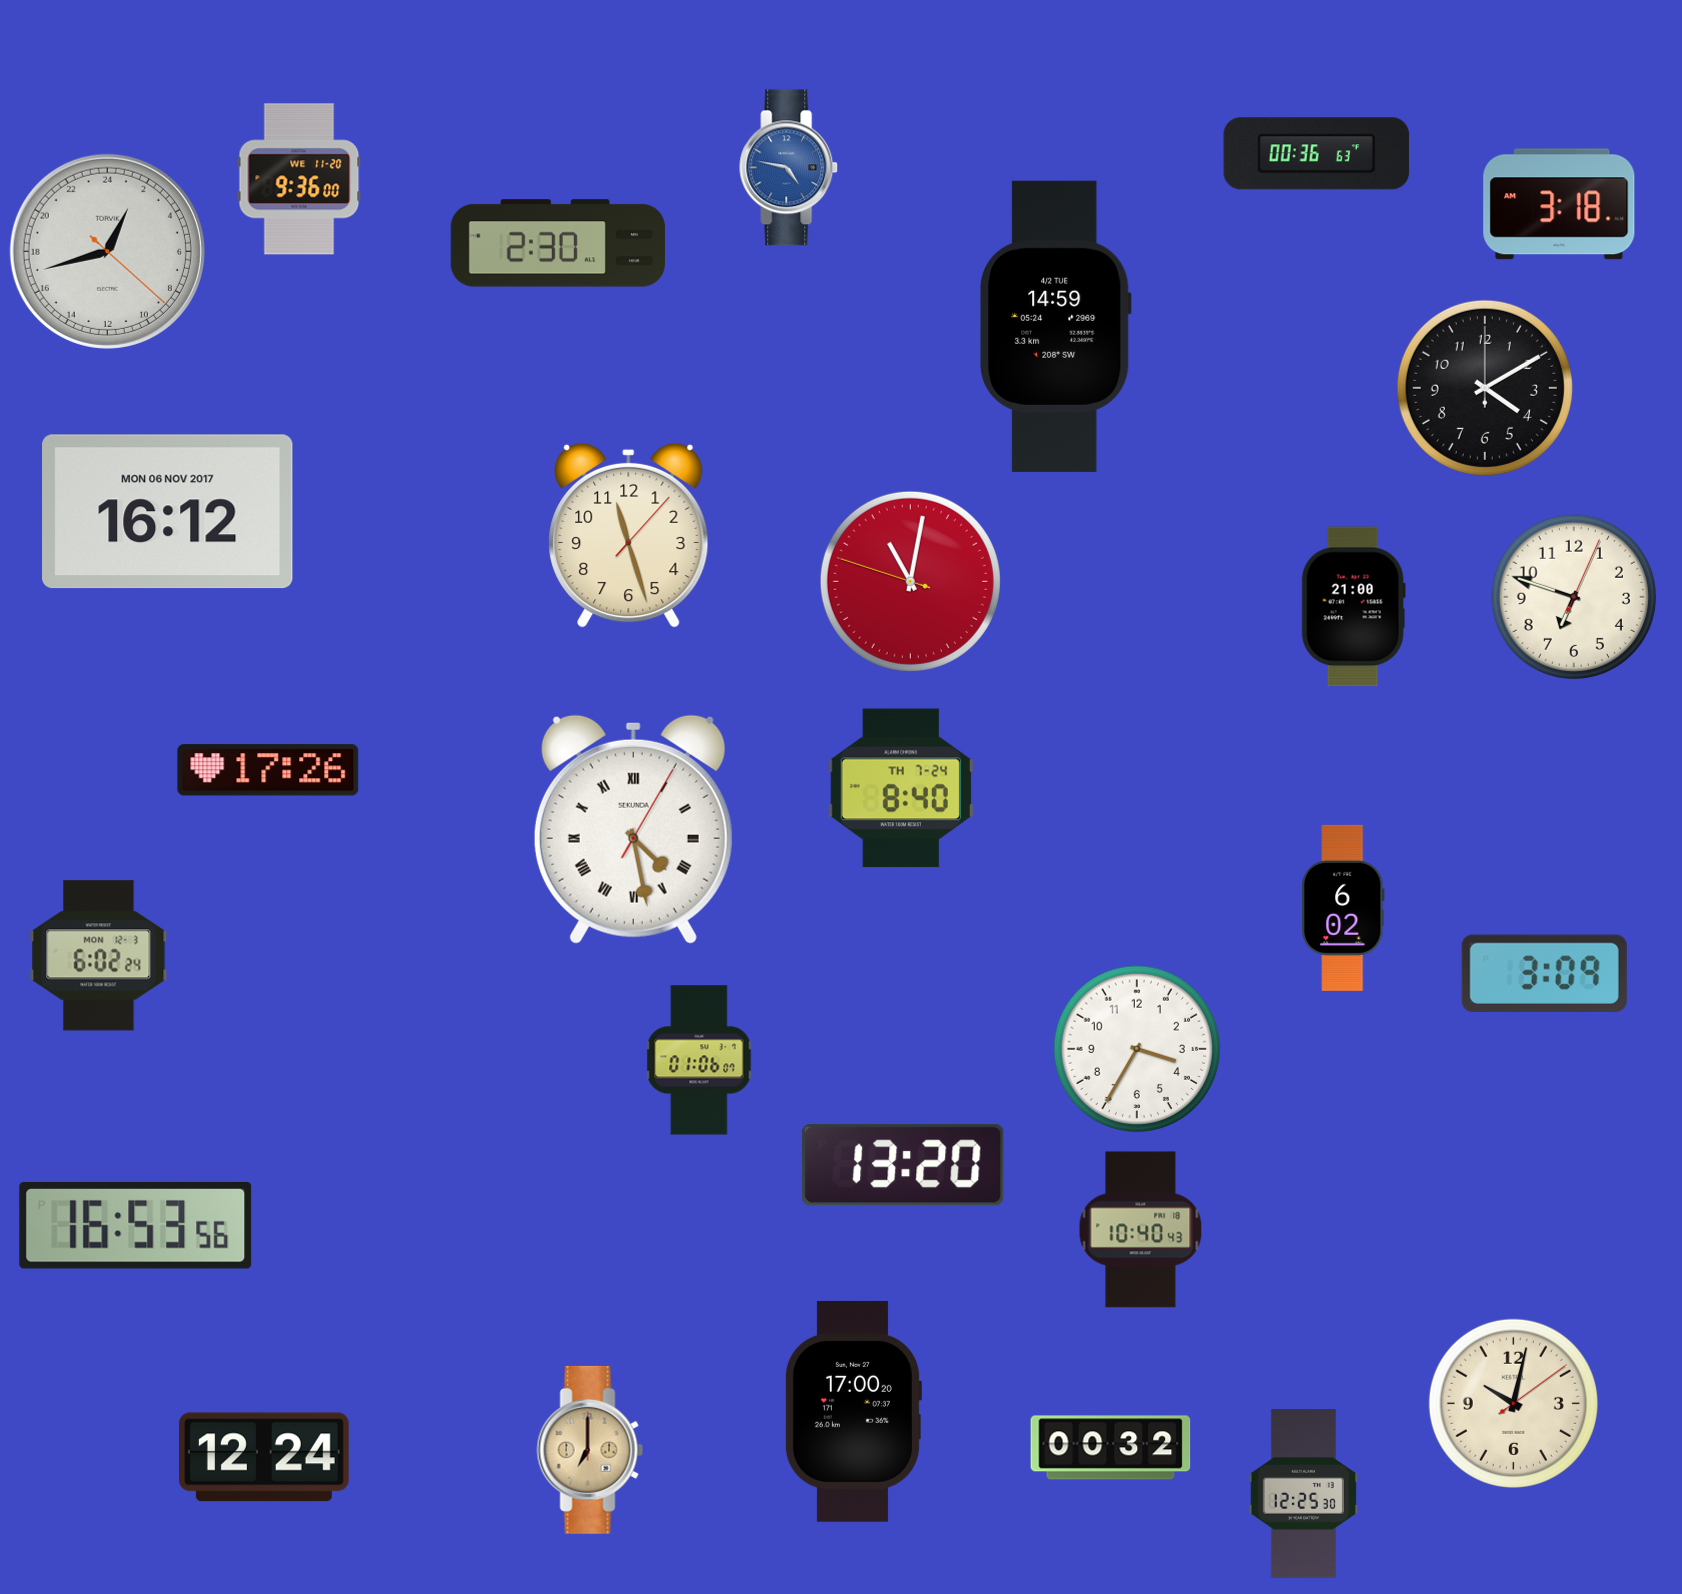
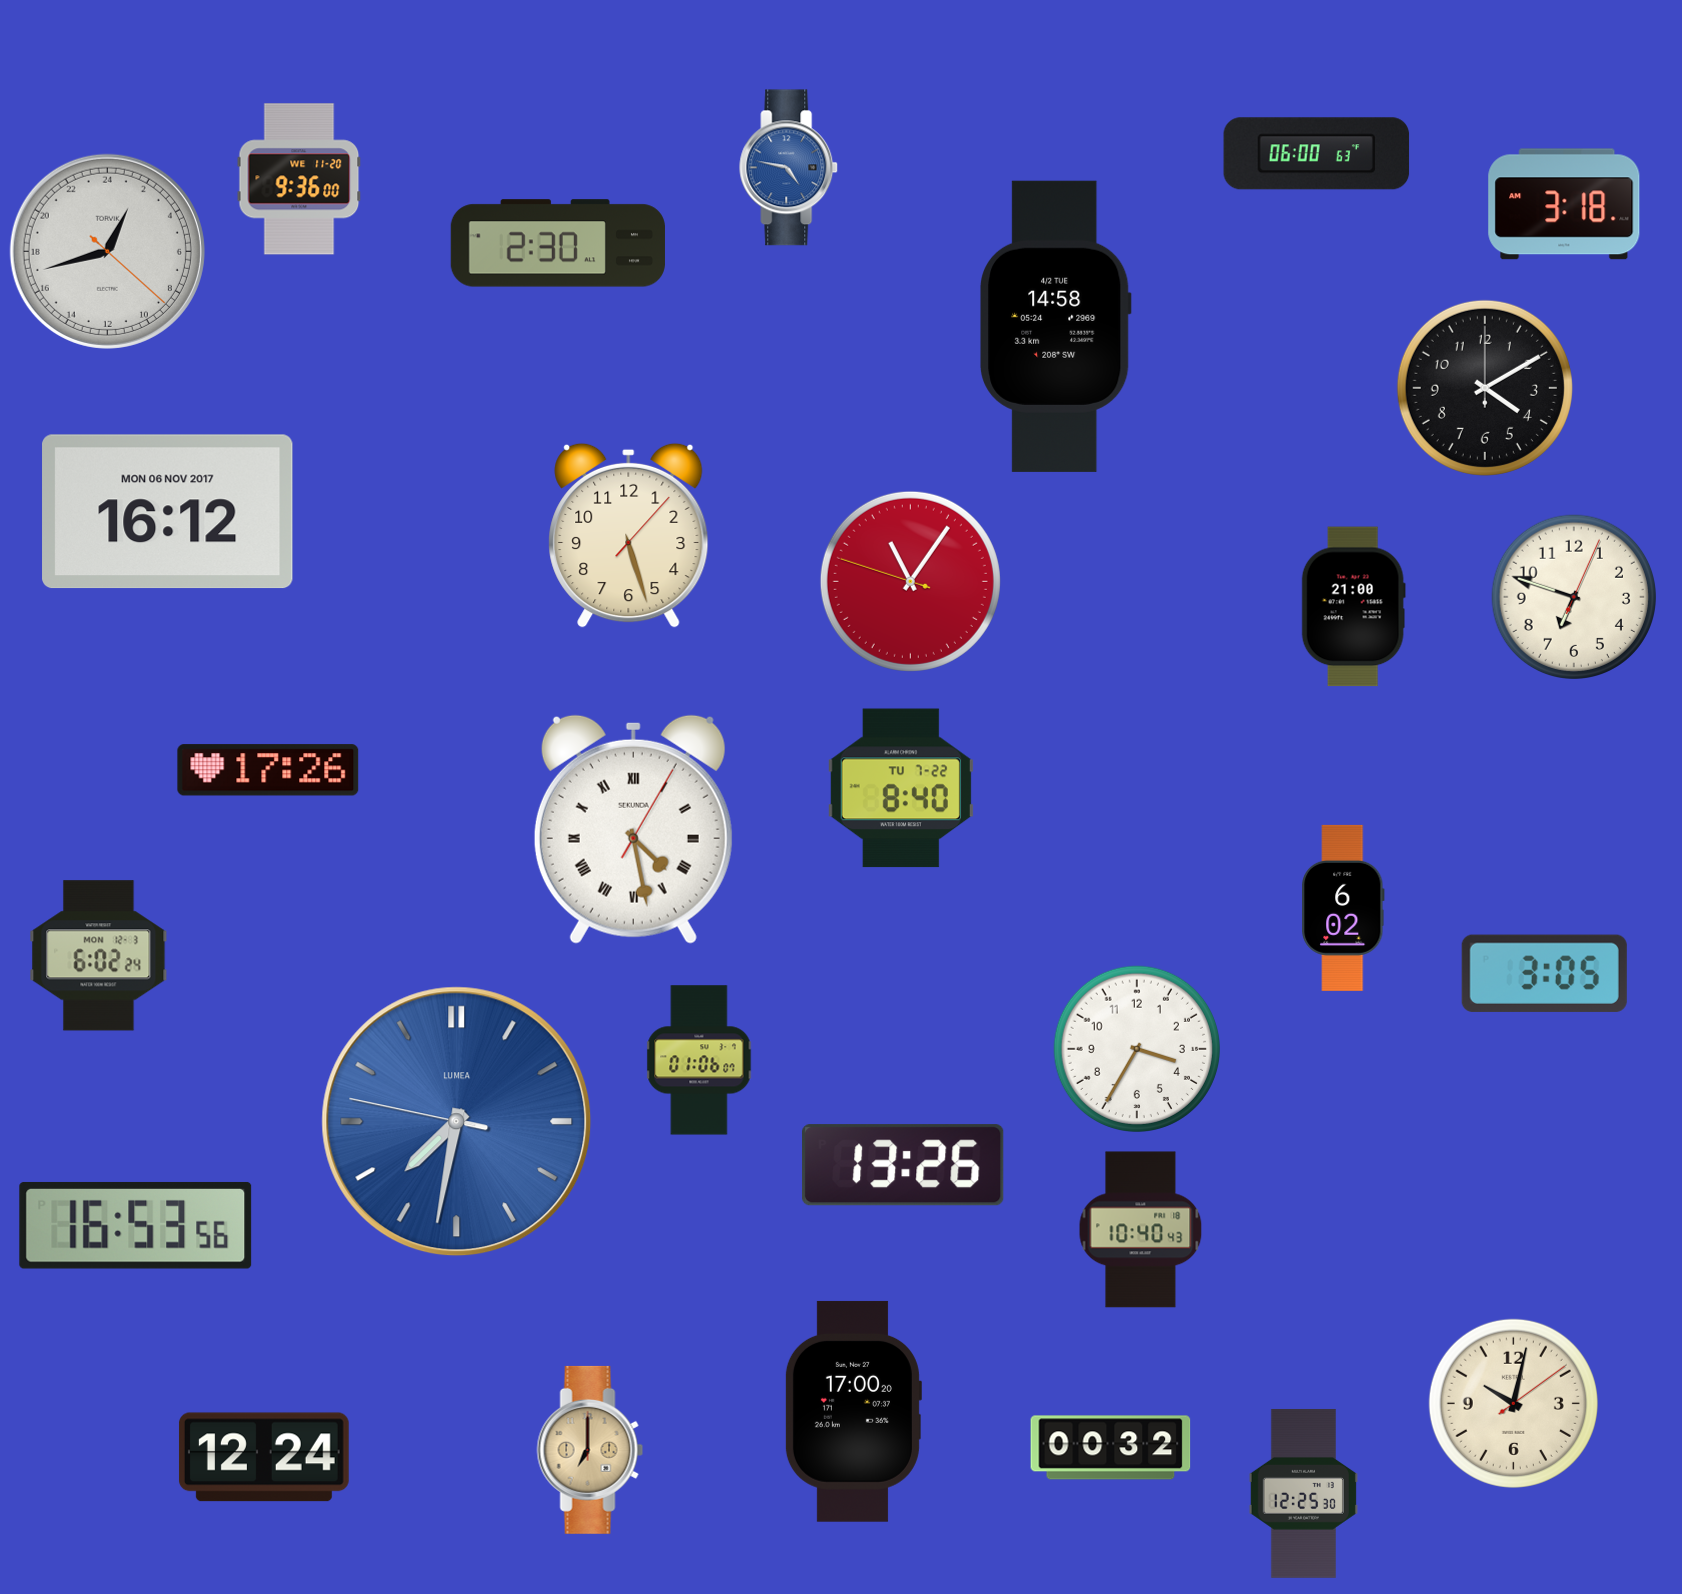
clock at (1317, 154): 00:36 -> 06:00
clock at (1559, 204) position: (1559, 204) -> (1564, 204)
clock at (1056, 326): 14:59 -> 14:58
clock at (629, 535): 11:27 -> 5:27
clock at (910, 581): 11:01 -> 11:05
clock at (901, 788) date: TH 7-24 -> TU 7-22
clock at (1544, 973): 3:09 -> 3:05
clock at (457, 1122): none -> 7:31
clock at (903, 1165): 13:20 -> 13:26
